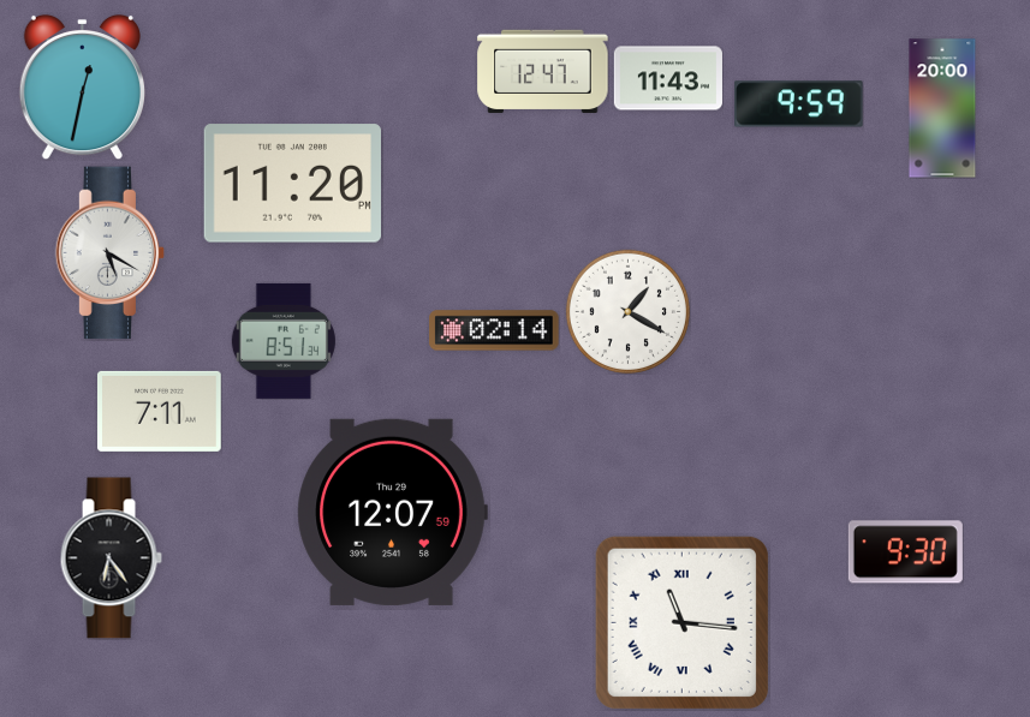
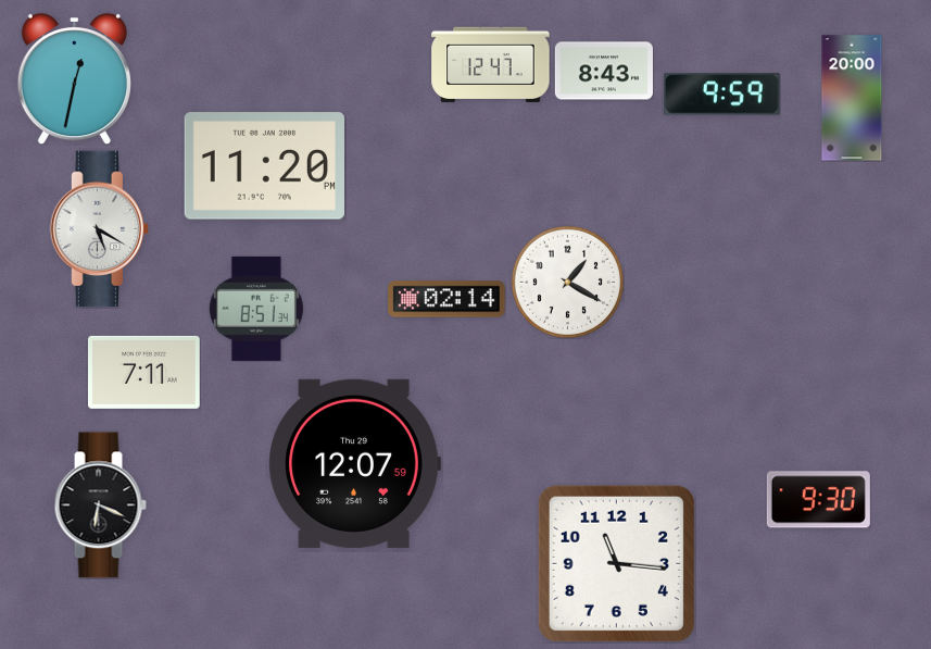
clock at (668, 78): 11:43 -> 8:43
clock at (111, 558): 6:24 -> 6:19
clock at (681, 622) numerals: Roman -> Arabic
